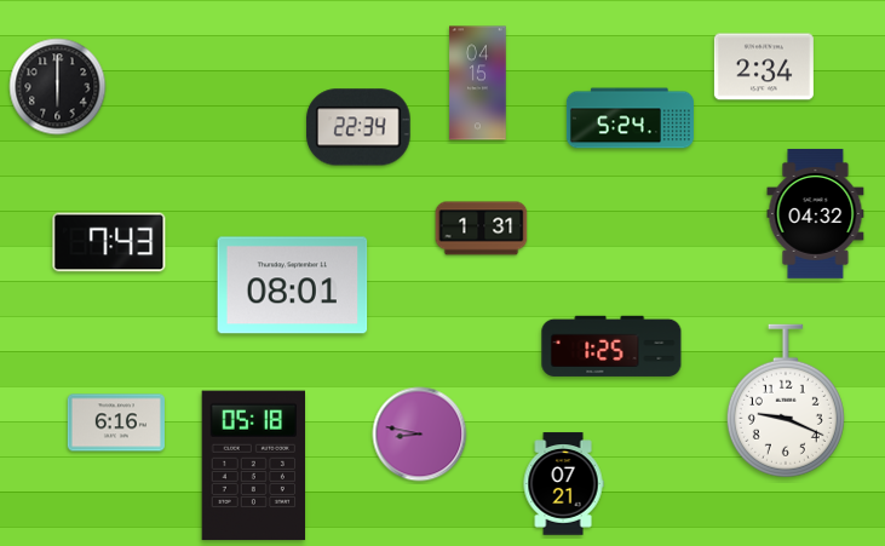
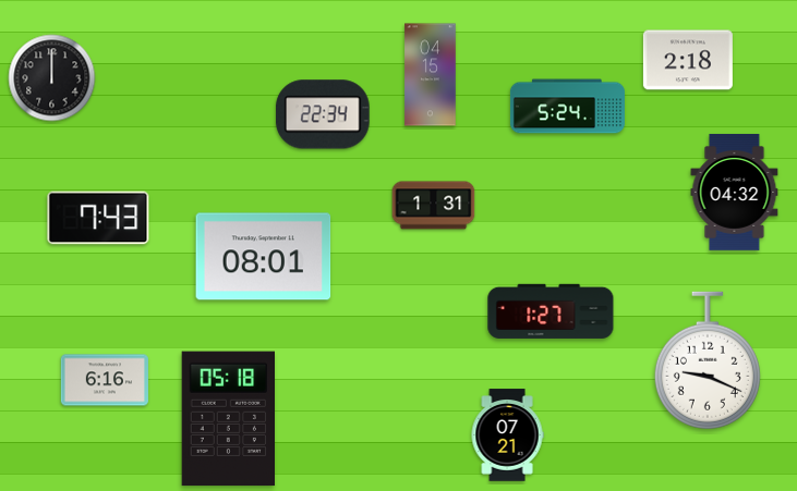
clock at (764, 67): 2:34 -> 2:18
clock at (58, 87): 6:00 -> 12:00
clock at (611, 346): 1:25 -> 1:27
clock at (420, 435): 8:47 -> none
